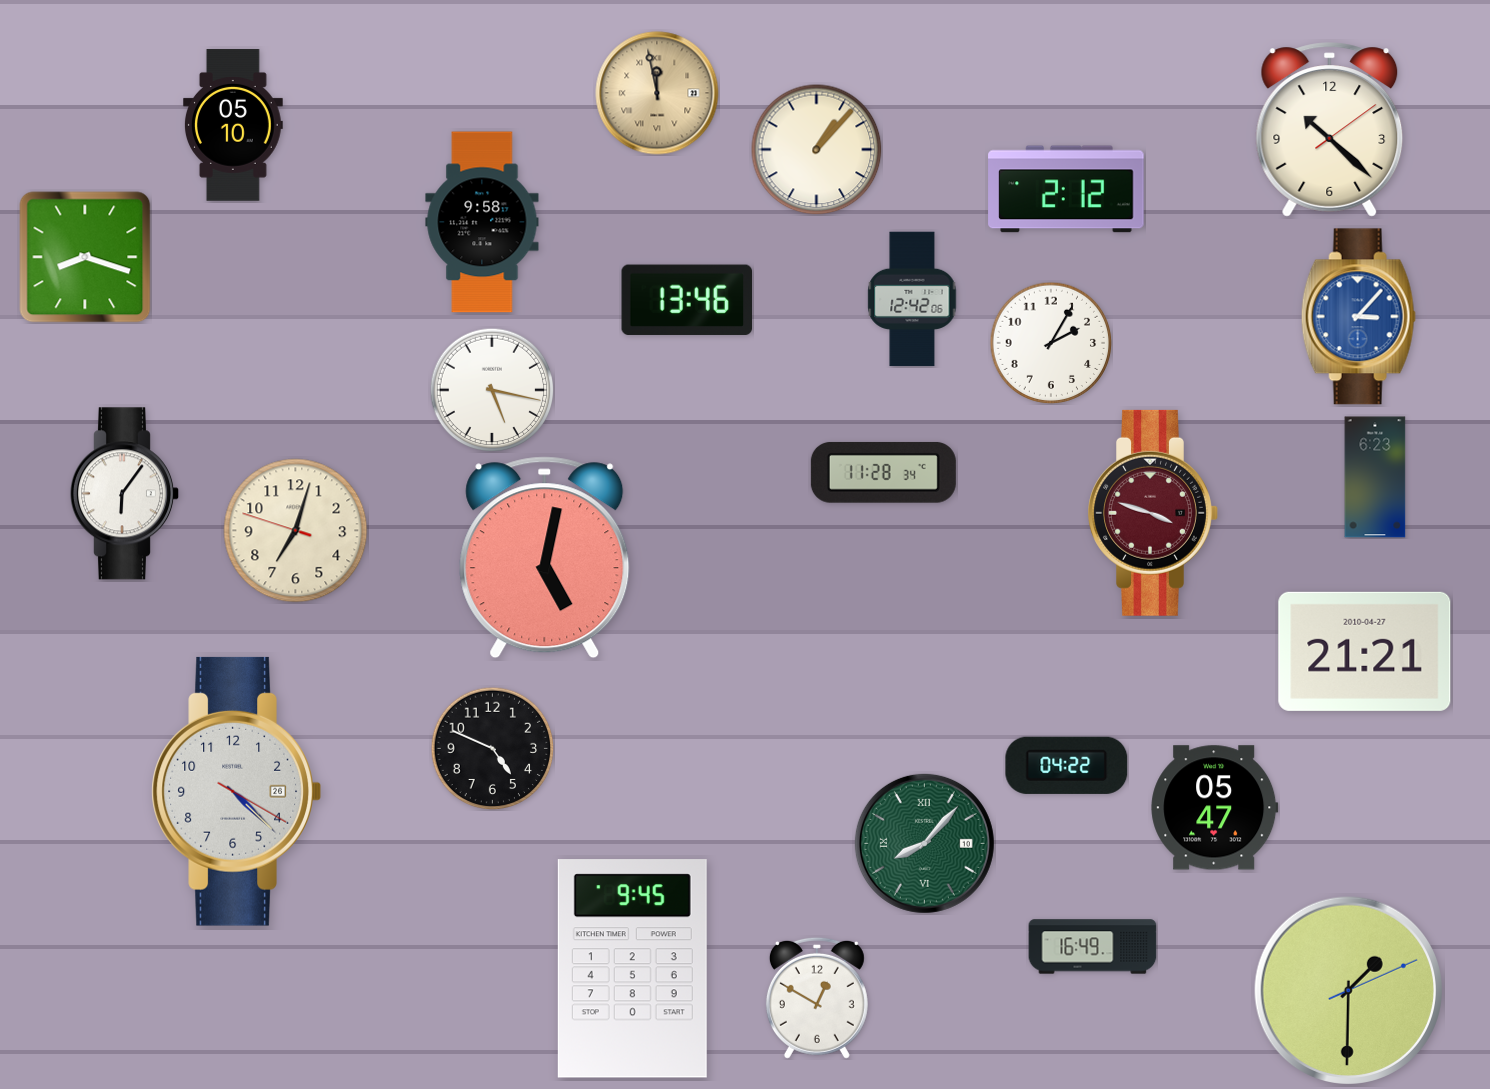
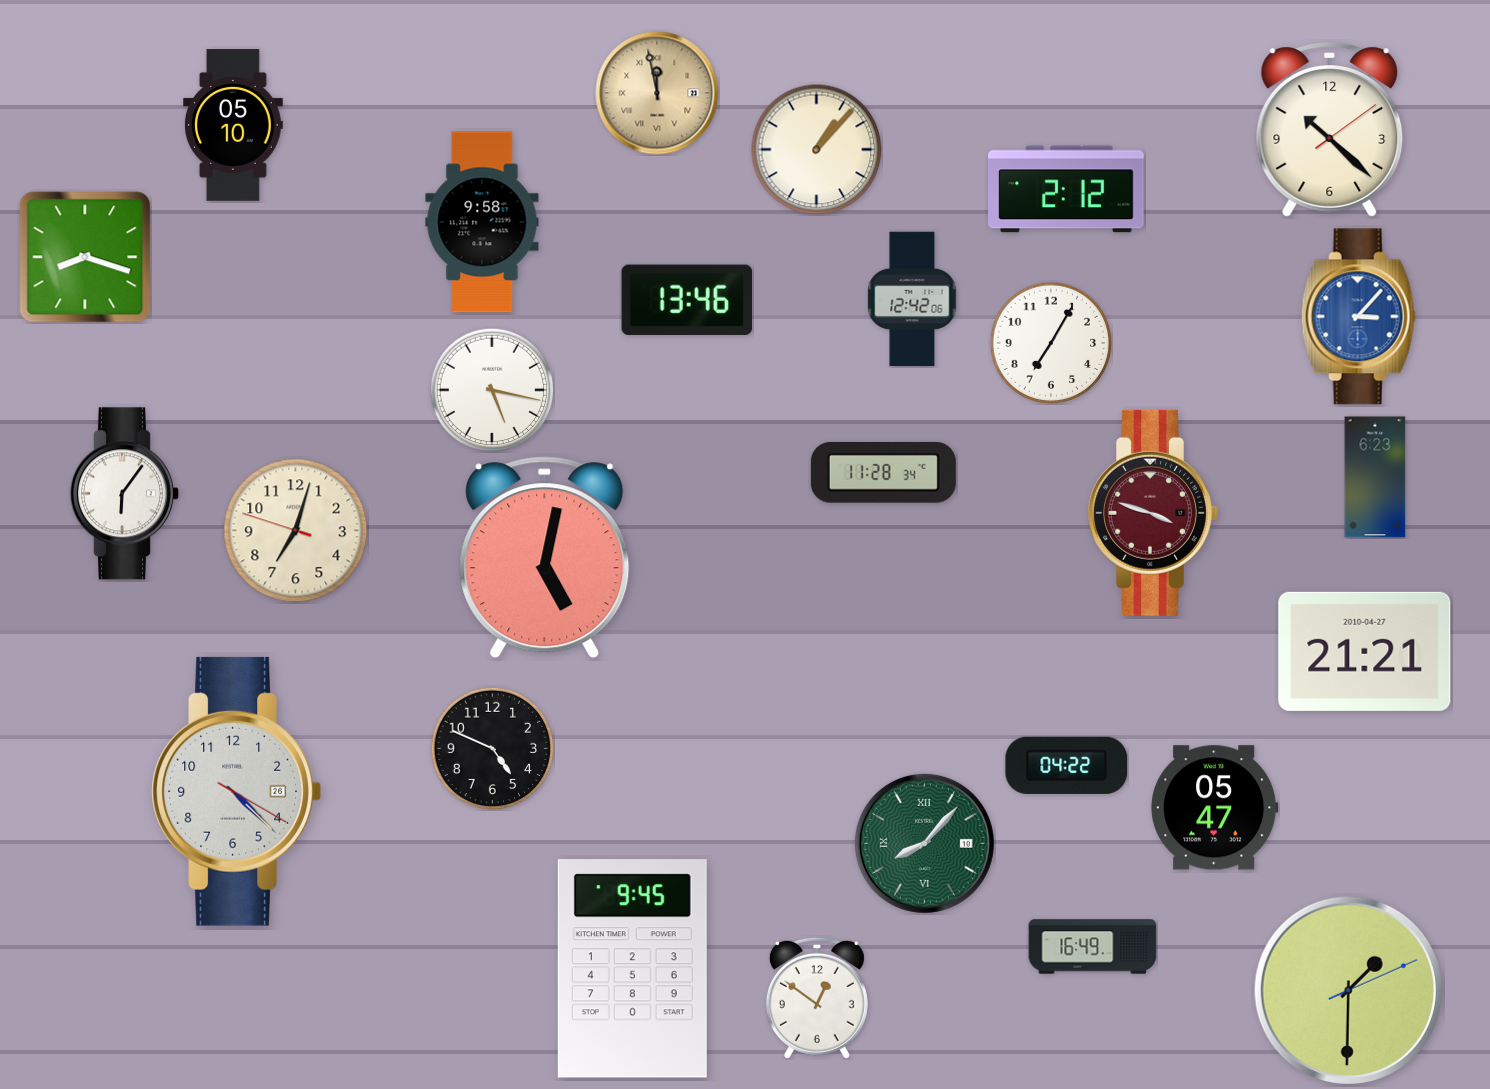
clock at (1051, 343): 2:05 -> 7:05
clock at (817, 998): 12:50 -> 12:51
